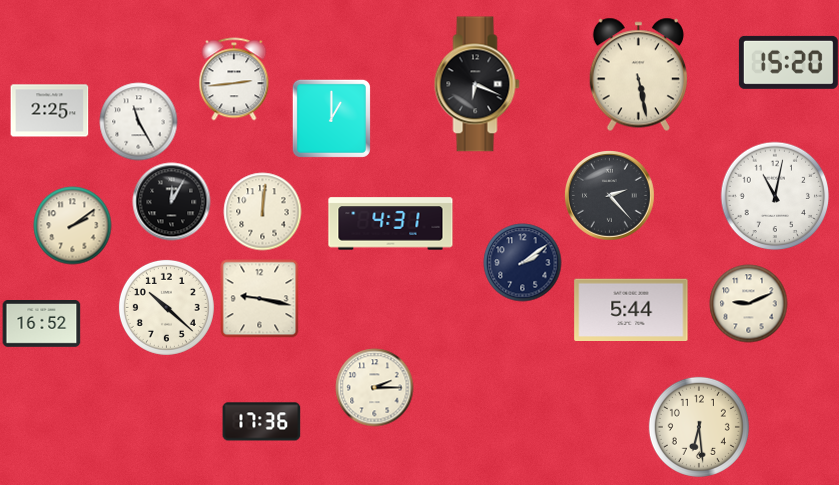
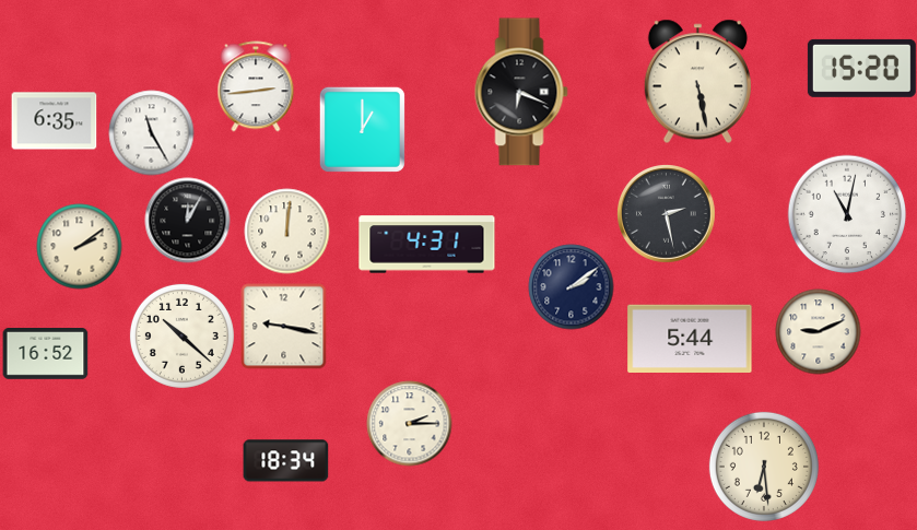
clock at (49, 111): 2:25 -> 6:35
clock at (610, 196): 2:23 -> 2:28
clock at (261, 422): 17:36 -> 18:34
